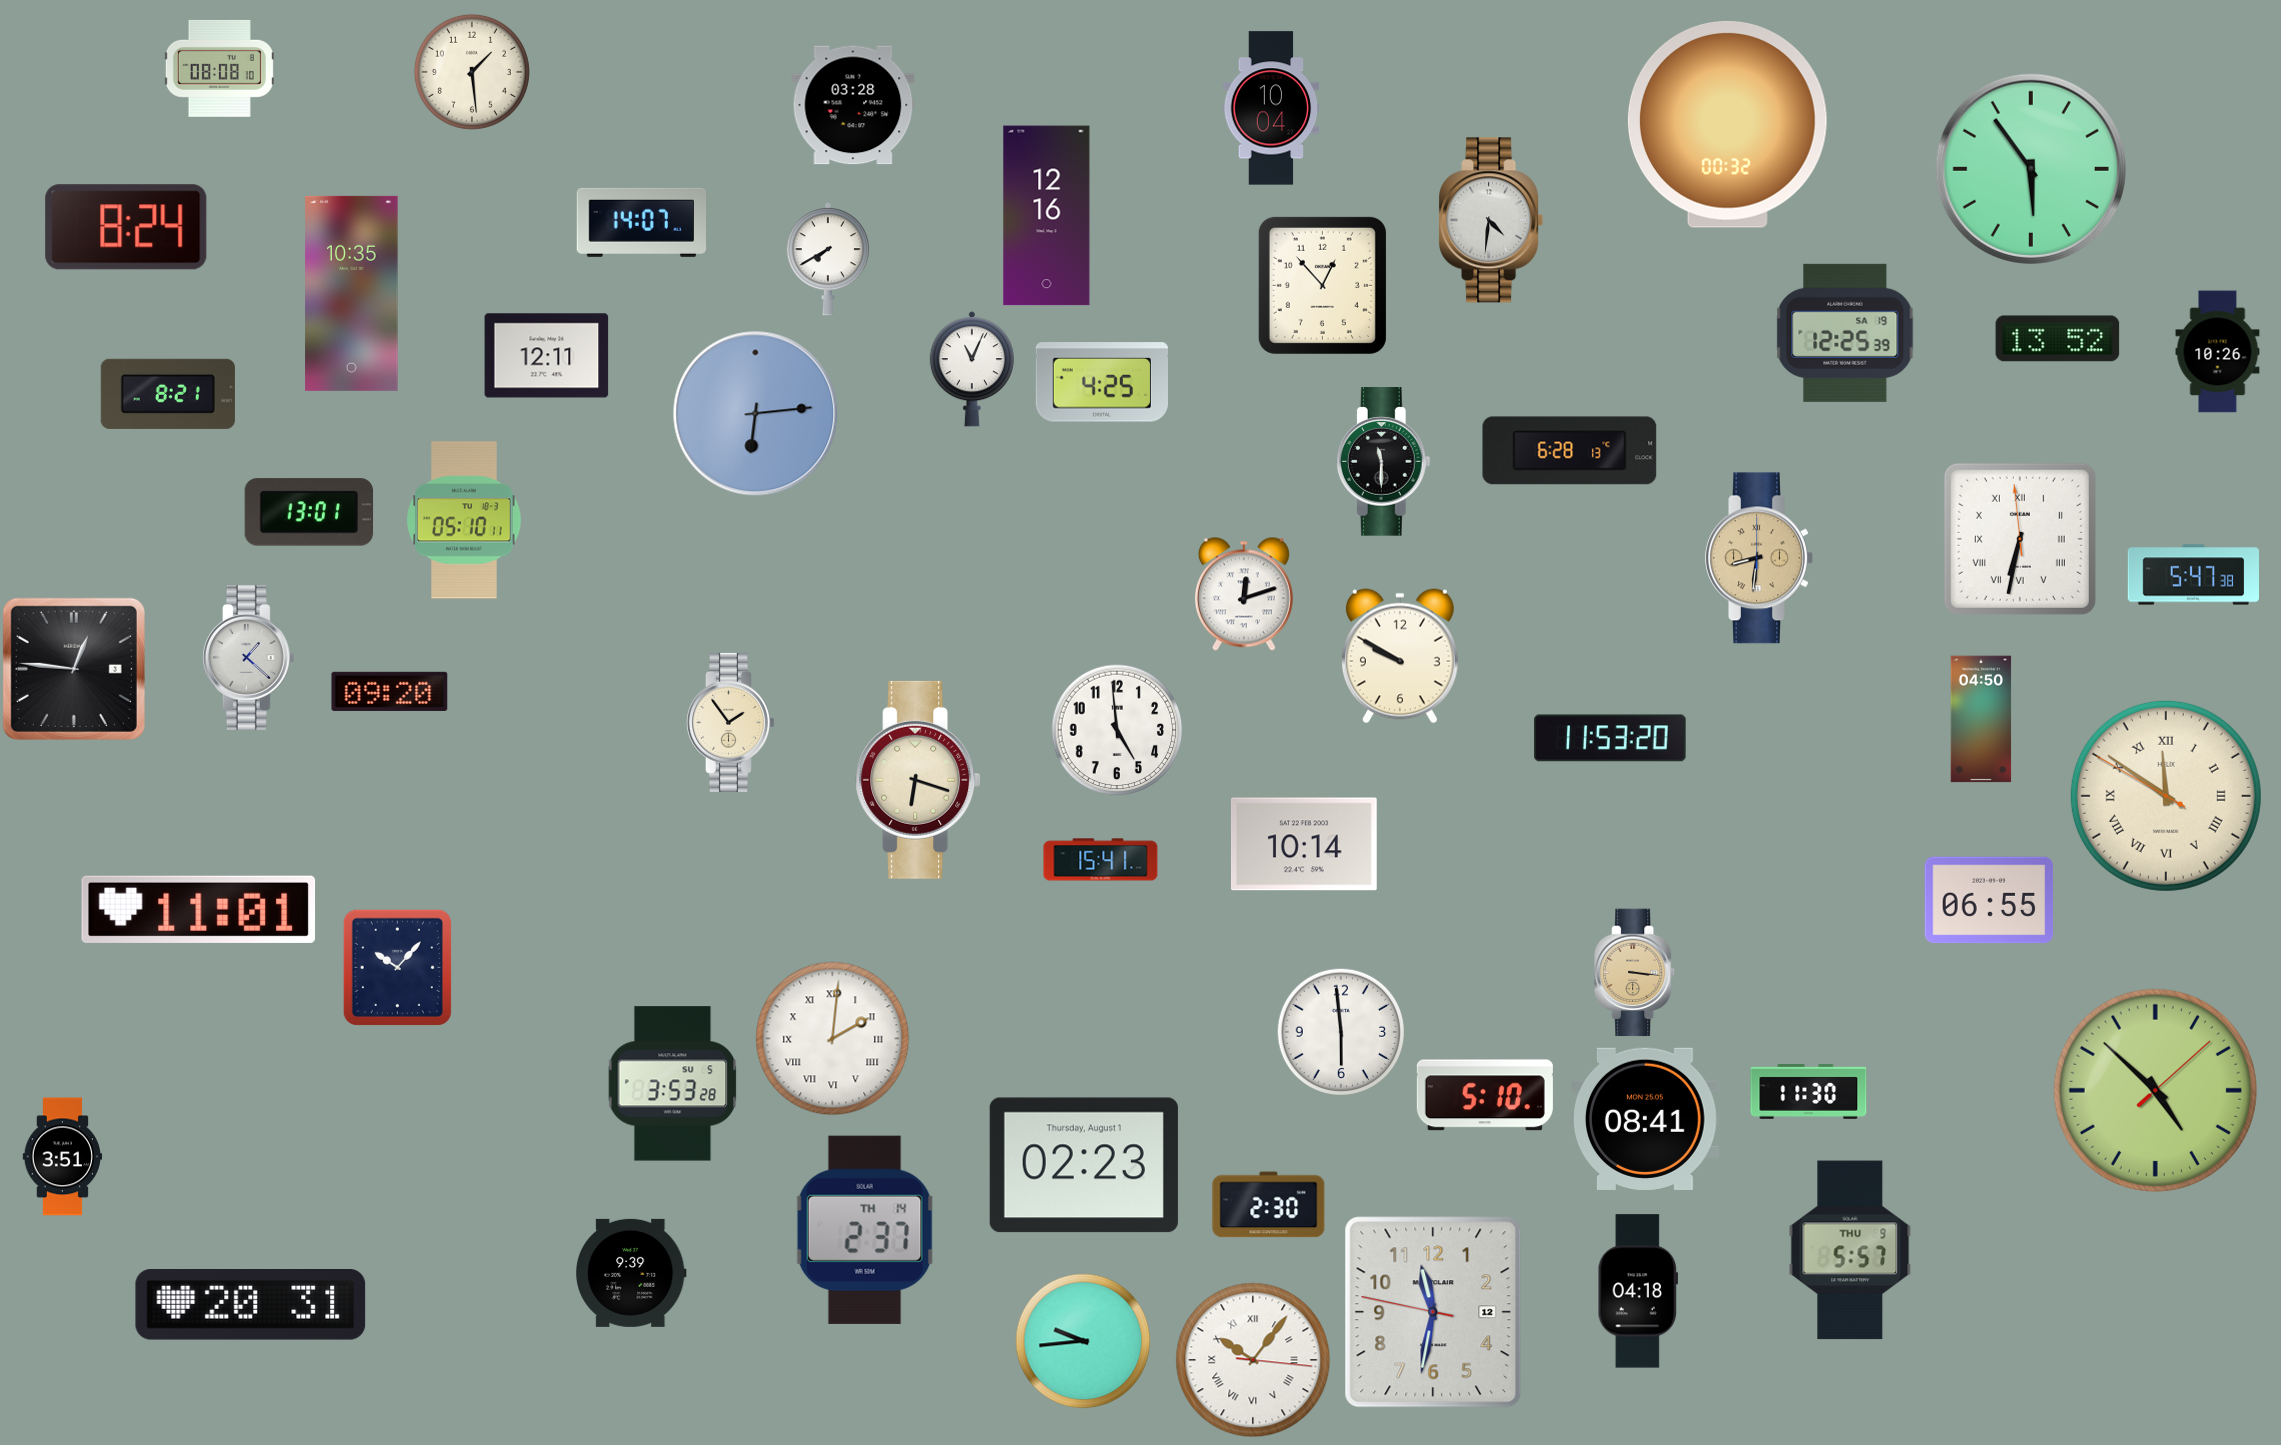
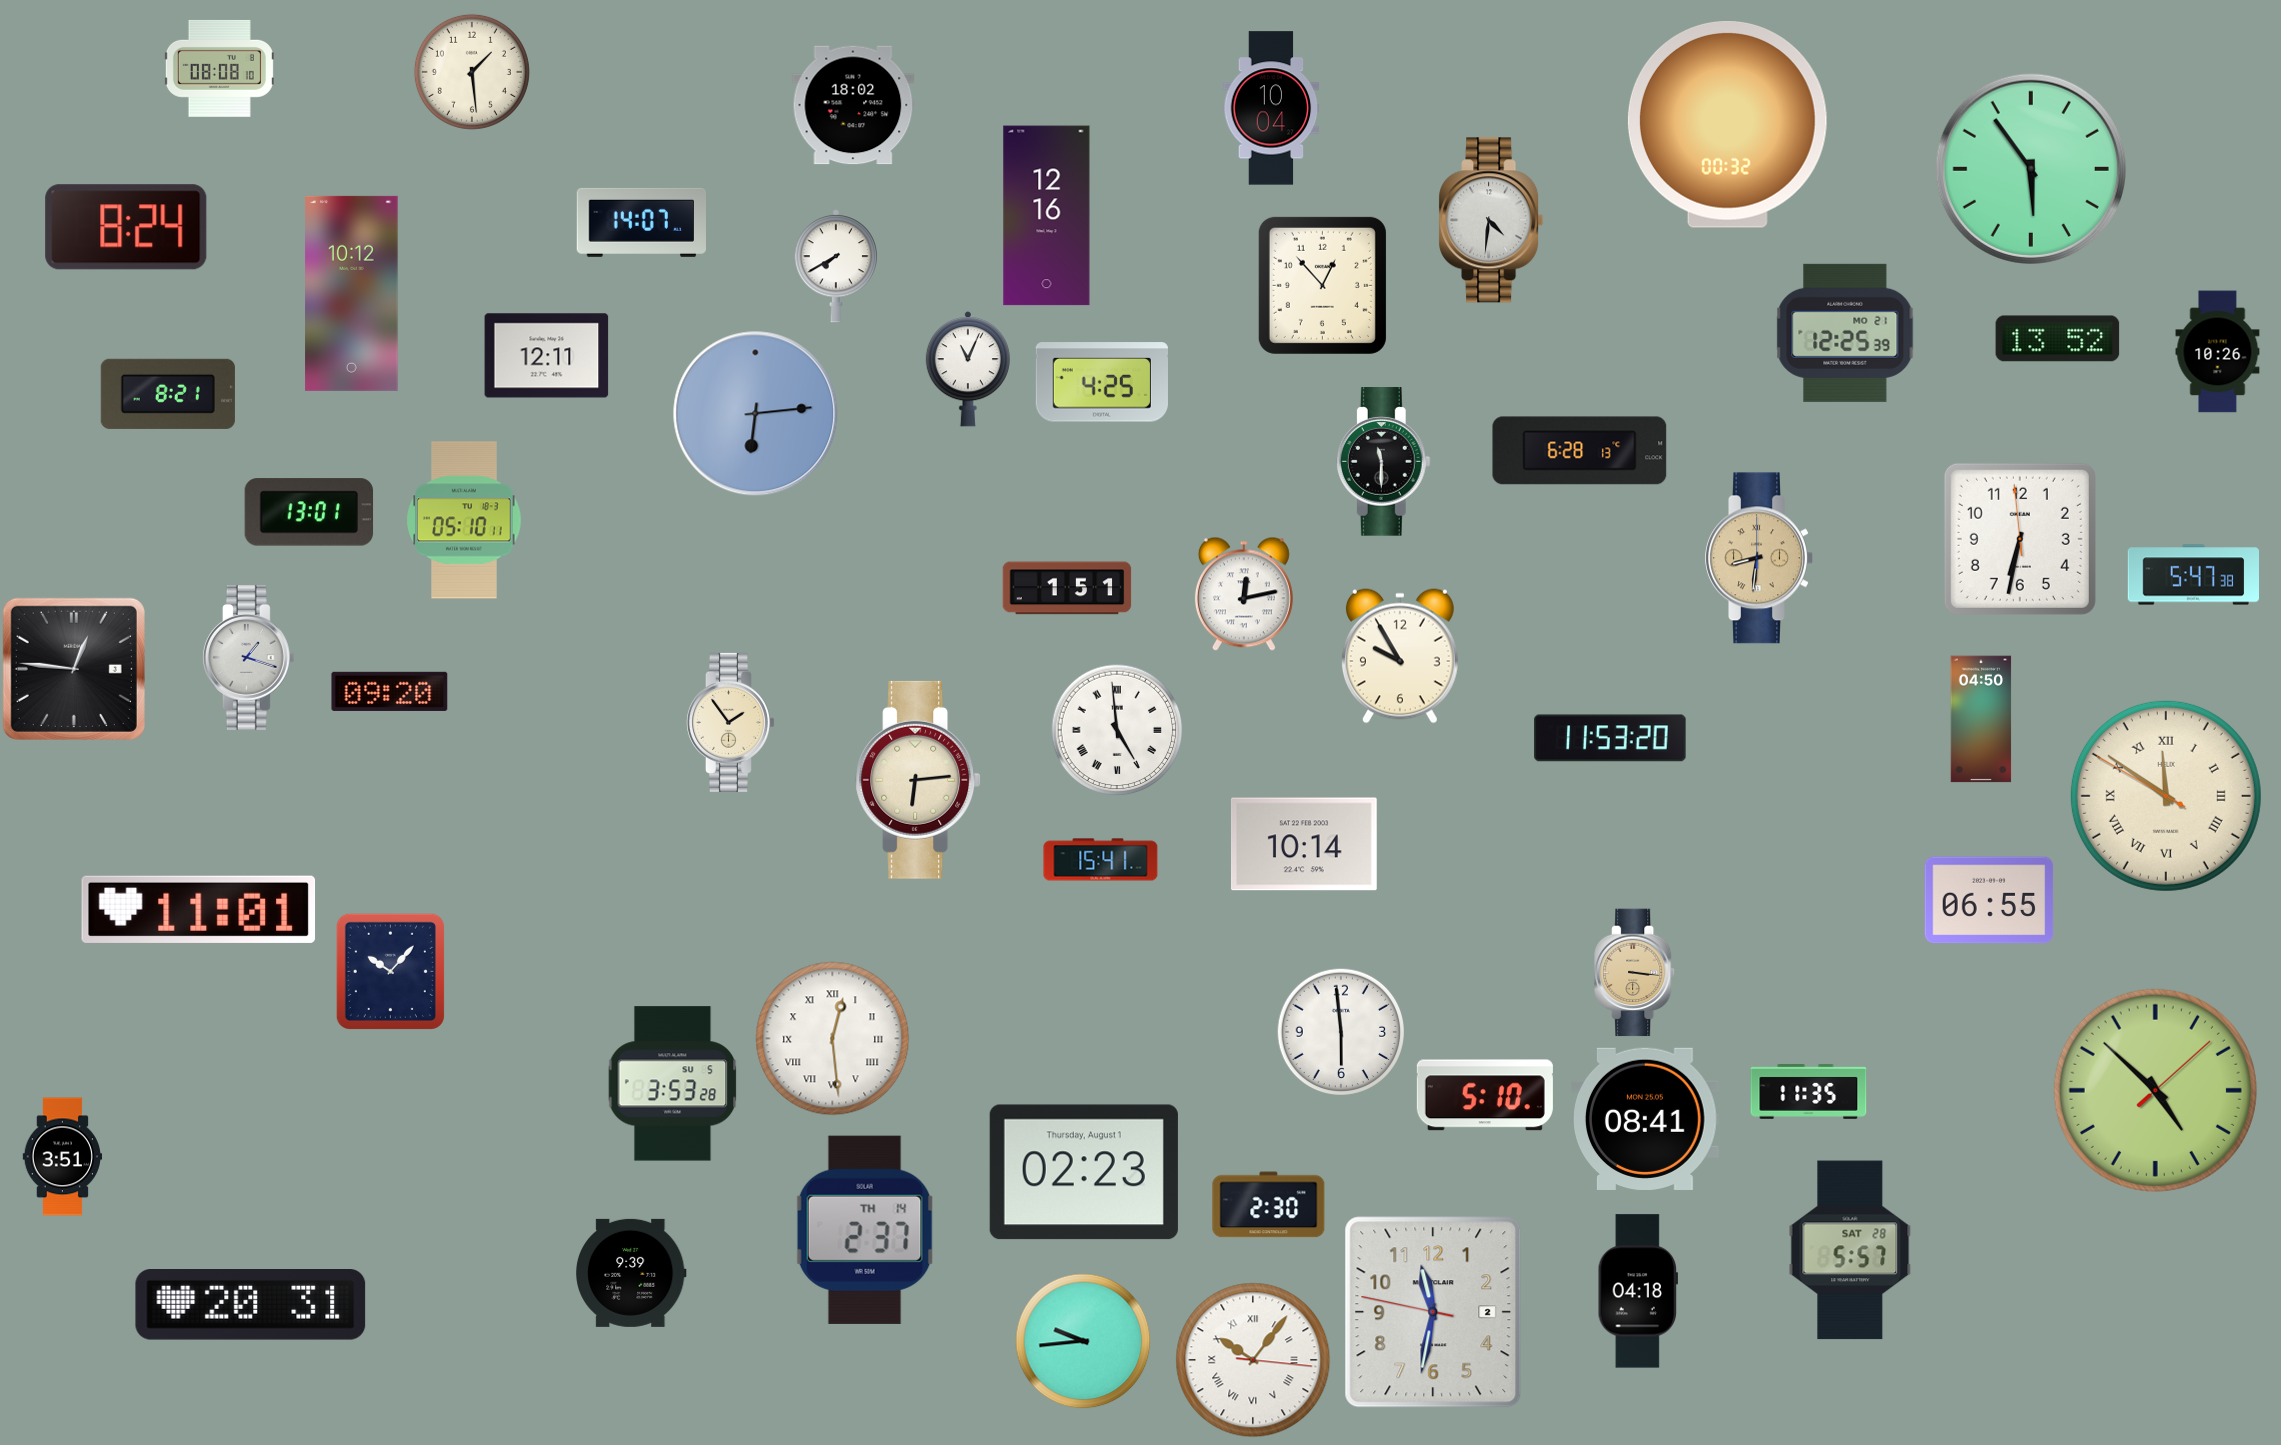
clock at (853, 105): 03:28 -> 18:02
clock at (827, 259) position: (827, 259) -> (835, 266)
clock at (352, 293): 10:35 -> 10:12
clock at (1845, 333) date: SA 19 -> MO 21
clock at (972, 369) position: (972, 369) -> (968, 369)
clock at (1570, 451) position: (1570, 451) -> (1580, 451)
clock at (2020, 539) numerals: Roman -> Arabic
clock at (1067, 588): none -> 1:51
clock at (1244, 594): 12:12 -> 12:13
clock at (1400, 656): 9:50 -> 9:55
clock at (248, 657): 1:22 -> 1:18
clock at (1117, 730) numerals: Arabic -> Roman
clock at (918, 780): 6:18 -> 6:14
clock at (397, 967) position: (397, 967) -> (390, 971)
clock at (833, 1039): 2:01 -> 12:29
clock at (1809, 1091): 11:30 -> 11:35
clock at (1084, 1165) position: (1084, 1165) -> (1084, 1172)
clock at (1850, 1250) date: THU 9 -> SAT 28
clock at (1433, 1312) date: 12 -> 2
